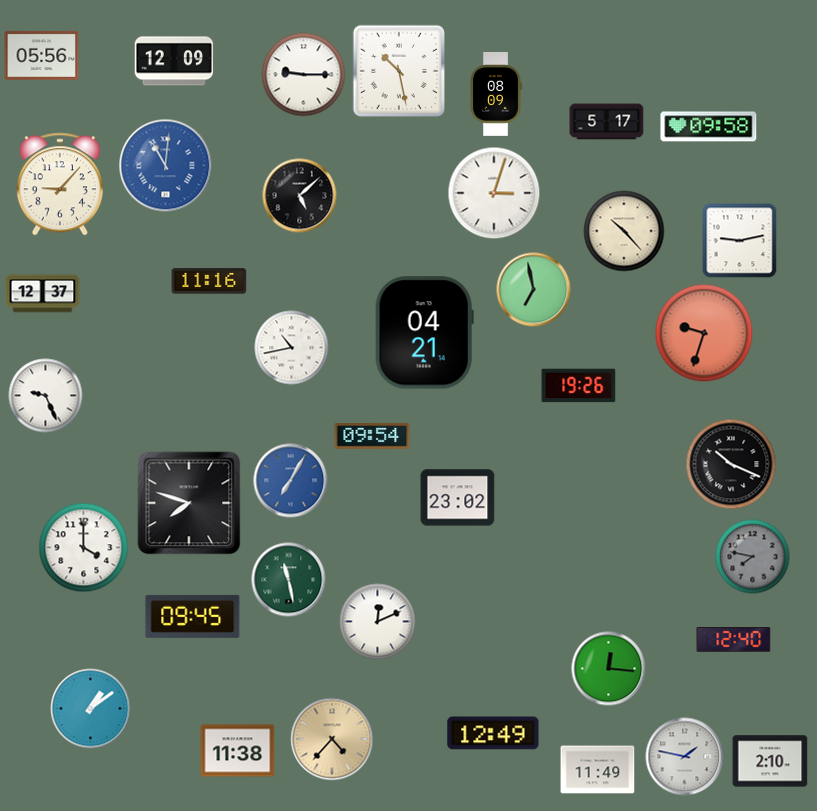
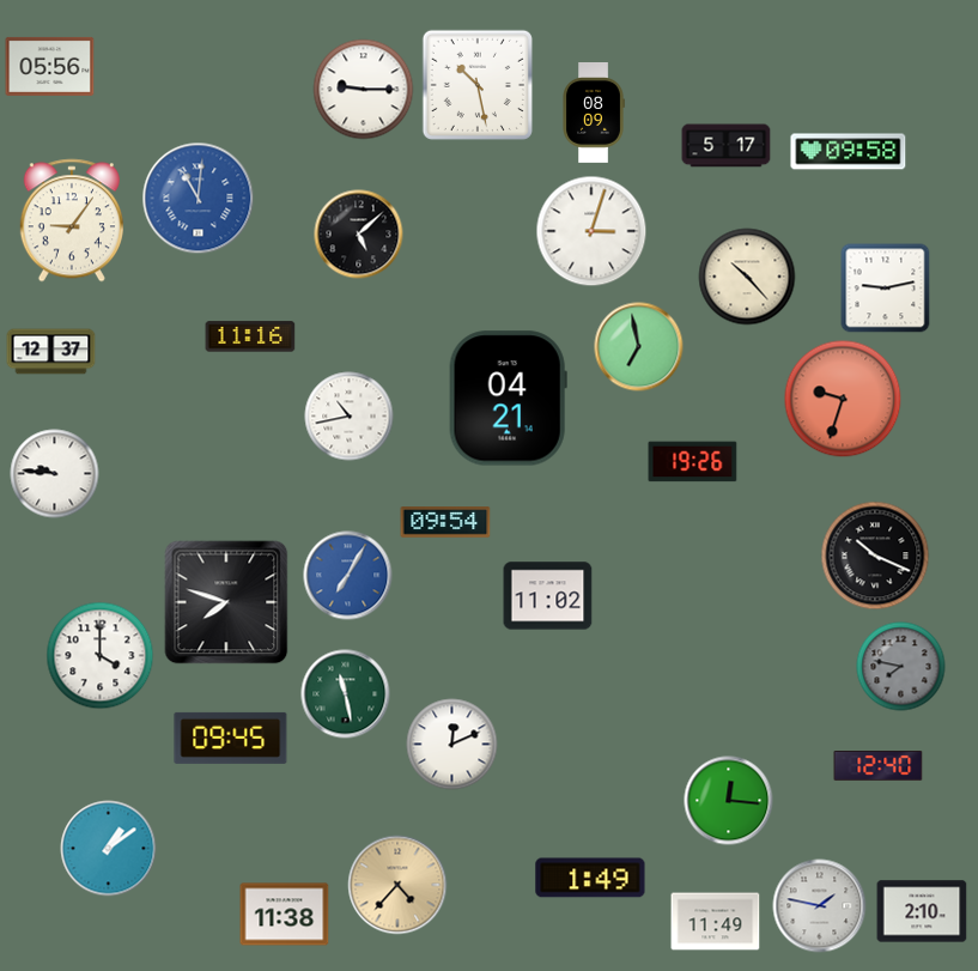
clock at (174, 61): 12:09 -> none
clock at (60, 184): 9:07 -> 9:06
clock at (46, 396): 9:26 -> 9:46
clock at (458, 498): 23:02 -> 11:02
clock at (493, 733): 12:49 -> 1:49
clock at (238, 751) position: (238, 751) -> (285, 915)
